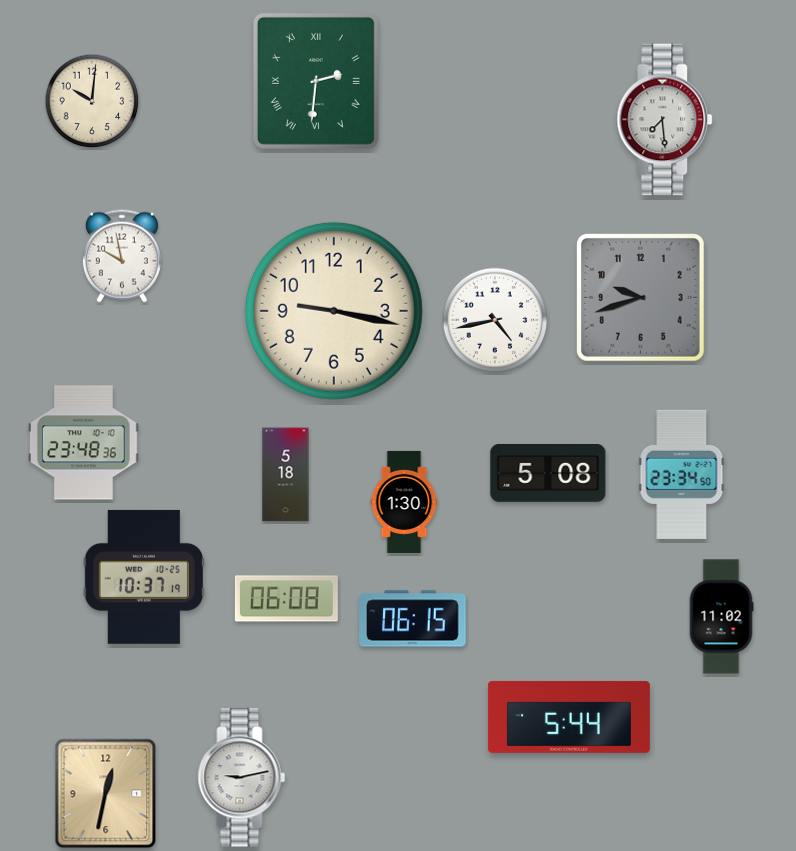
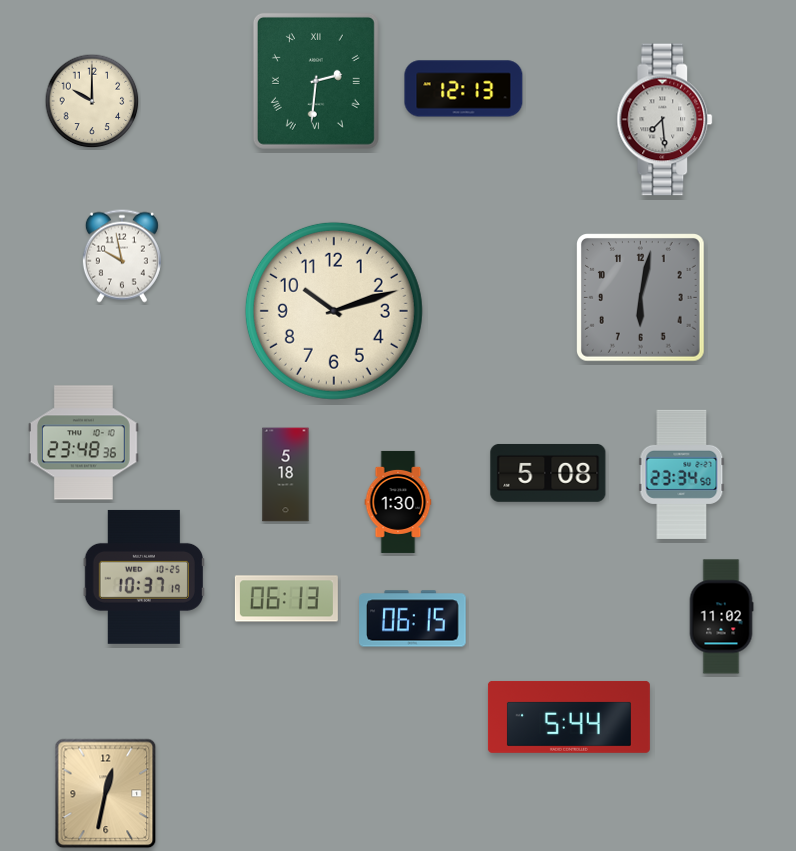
clock at (464, 89): none -> 12:13
clock at (92, 101): 10:01 -> 10:00
clock at (641, 298): 9:42 -> 6:02
clock at (334, 311): 9:17 -> 10:12
clock at (495, 320): 4:43 -> none
clock at (404, 502) position: (404, 502) -> (398, 502)
clock at (286, 599): 06:08 -> 06:13
clock at (242, 778): 9:13 -> none
